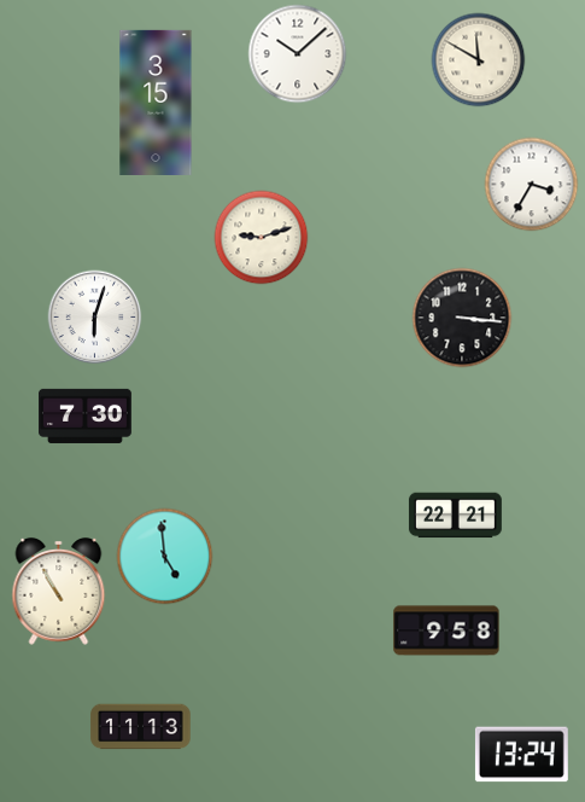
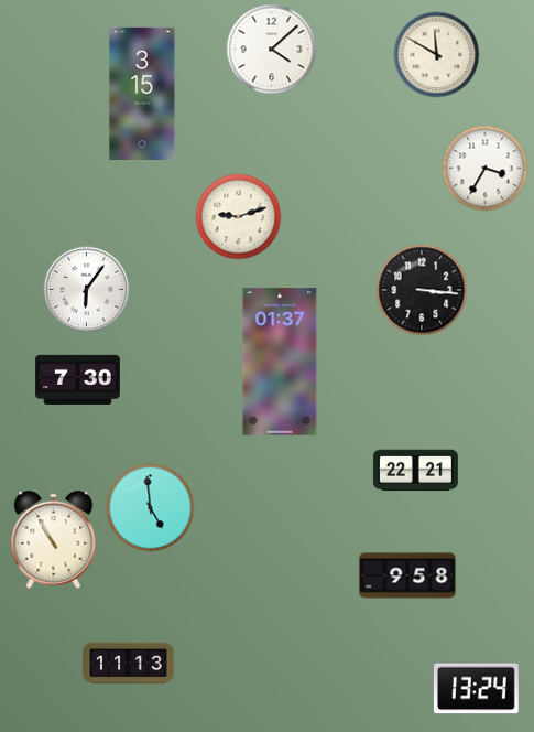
clock at (297, 53): 10:08 -> 4:08
clock at (94, 316): 6:03 -> 6:06
clock at (280, 362): none -> 01:37
